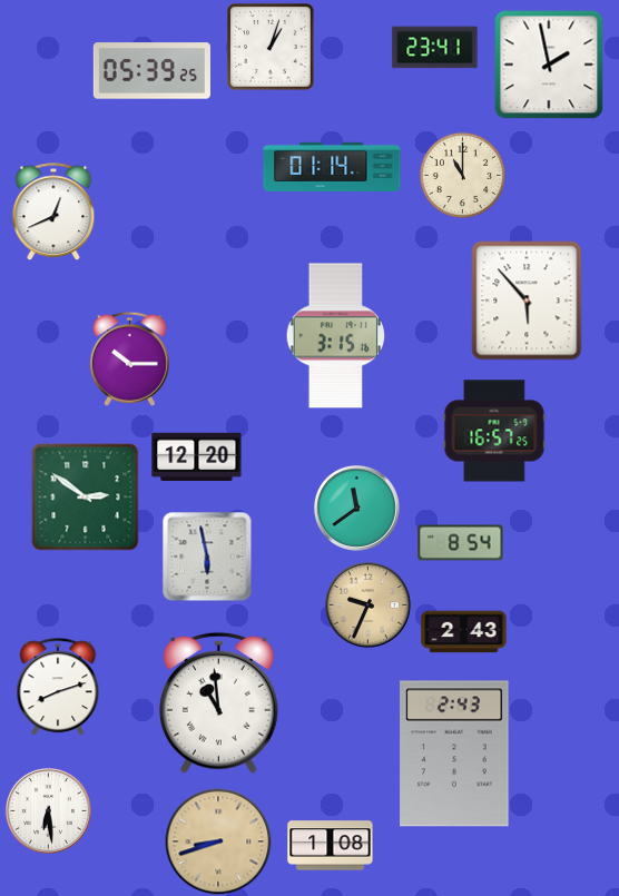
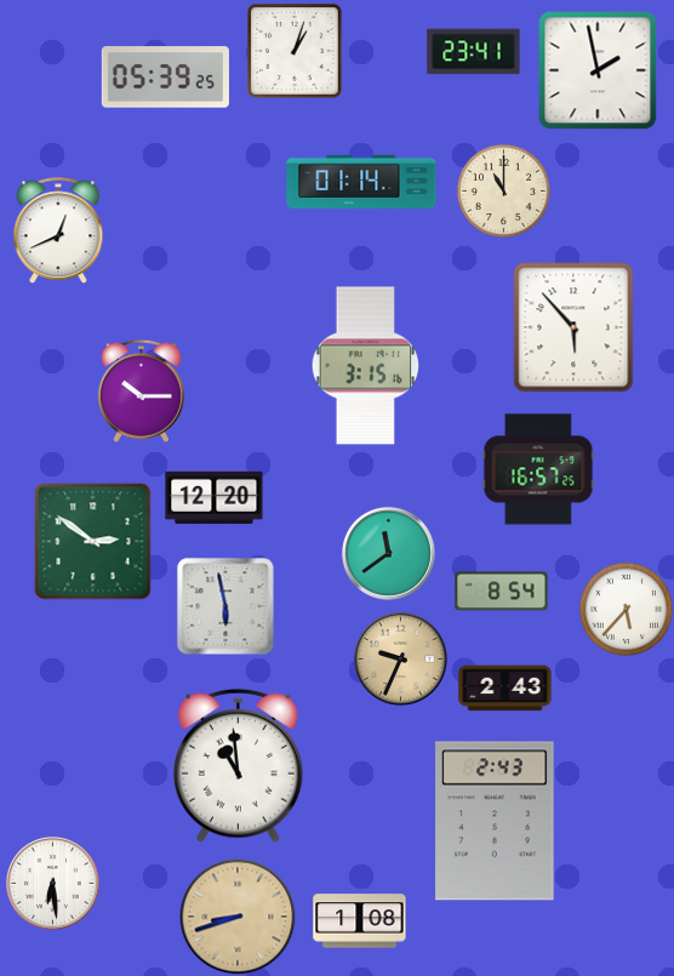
clock at (626, 609): none -> 5:37
clock at (58, 687): 8:12 -> none
